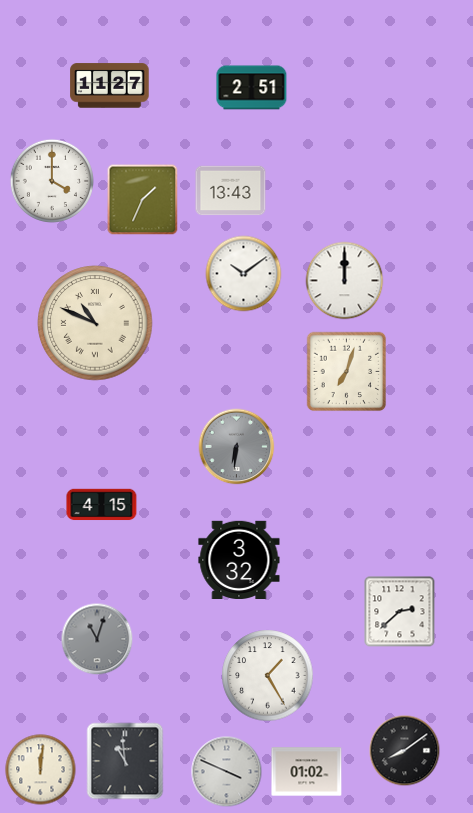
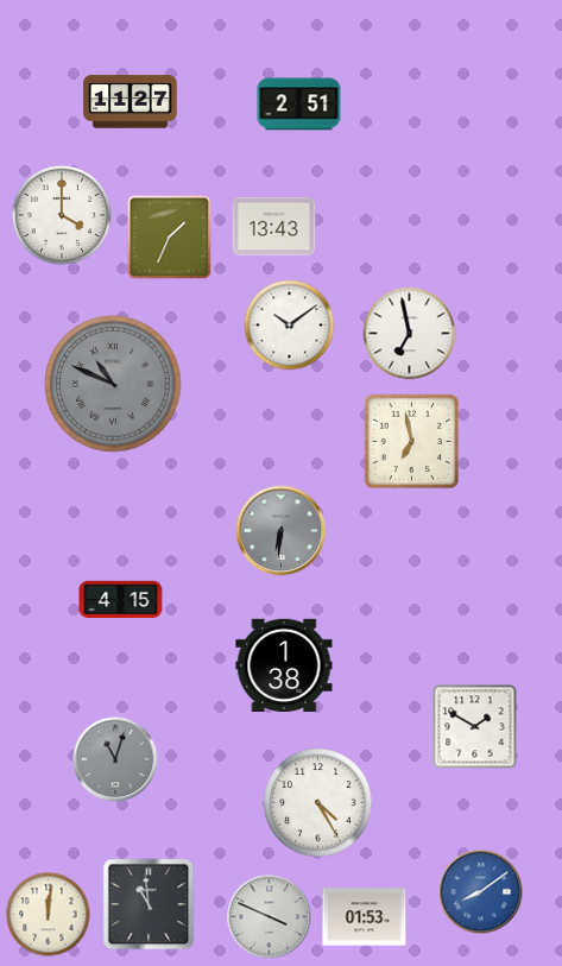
clock at (345, 281): 12:00 -> 6:58
clock at (95, 323) dial: cream -> grey
clock at (347, 372): 7:03 -> 6:58
clock at (239, 560): 3:32 -> 1:38
clock at (400, 612): 2:38 -> 1:50
clock at (268, 676): 1:25 -> 4:25
clock at (405, 751) dial: black -> blue
clock at (307, 772): 01:02 -> 01:53
